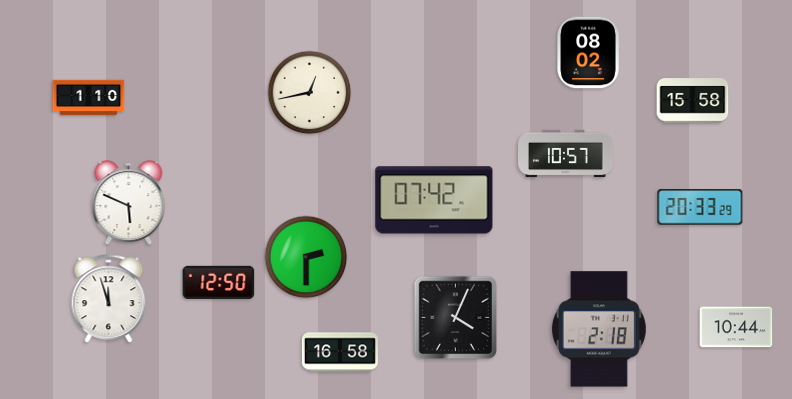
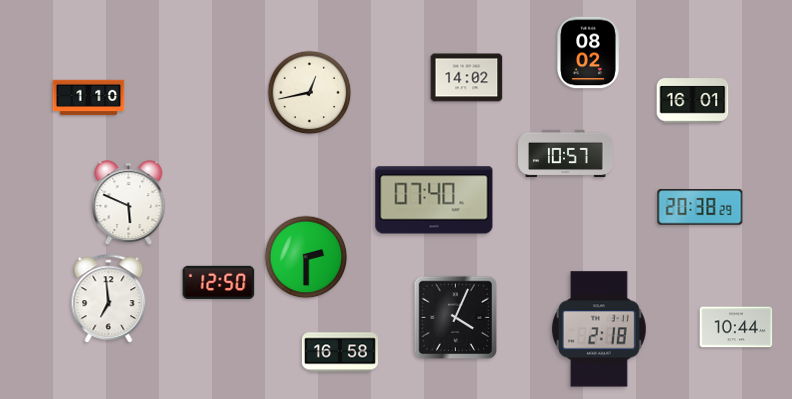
clock at (467, 78): none -> 14:02
clock at (693, 101): 15:58 -> 16:01
clock at (434, 200): 07:42 -> 07:40
clock at (700, 207): 20:33 -> 20:38
clock at (109, 299): 11:57 -> 6:59
